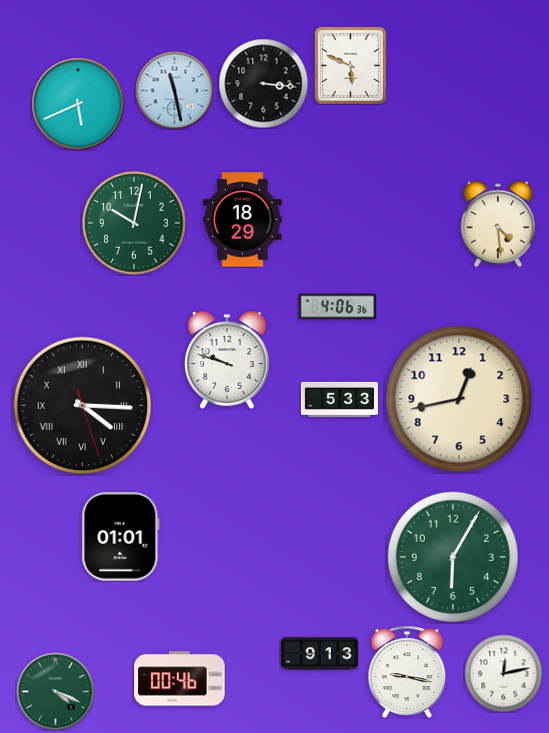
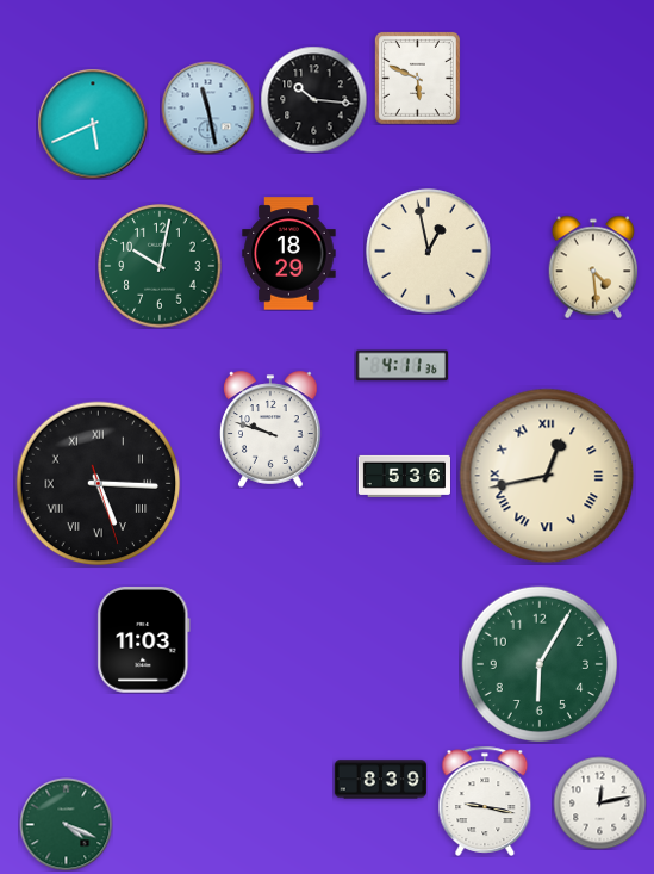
clock at (263, 83): 3:16 -> 10:16
clock at (429, 252): none -> 12:58
clock at (243, 220) position: (243, 220) -> (289, 254)
clock at (337, 307): 4:06 -> 4:11
clock at (339, 399): 5:33 -> 5:36
clock at (459, 399) numerals: Arabic -> Roman
clock at (83, 406): 4:15 -> 5:15
clock at (121, 537): 01:01 -> 11:03
clock at (319, 654): 9:13 -> 8:39
clock at (180, 679): 00:46 -> none
